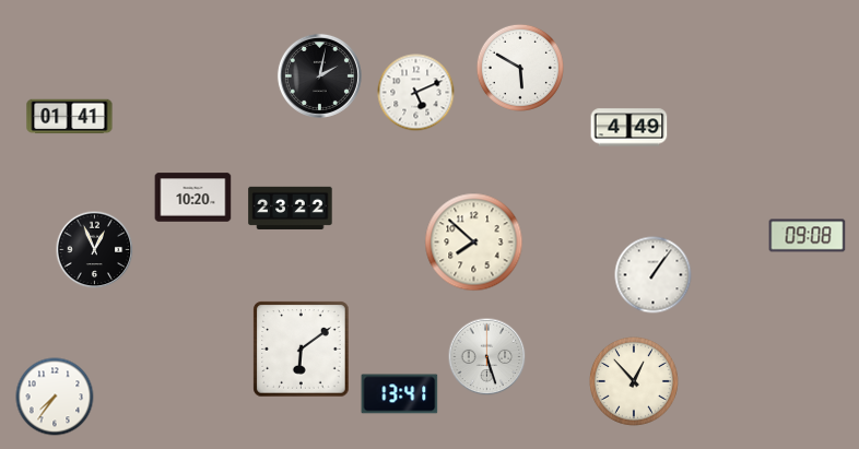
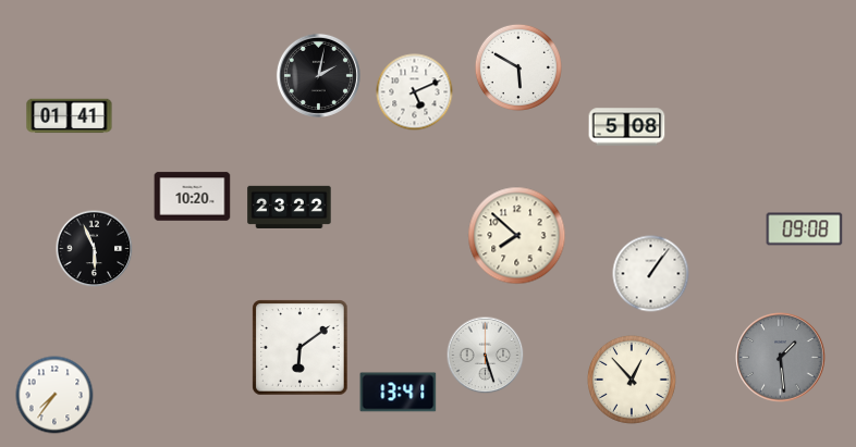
clock at (629, 128): 4:49 -> 5:08
clock at (808, 236) position: (808, 236) -> (805, 229)
clock at (474, 243) position: (474, 243) -> (517, 236)
clock at (95, 250): 12:56 -> 5:56
clock at (781, 358): none -> 1:29
